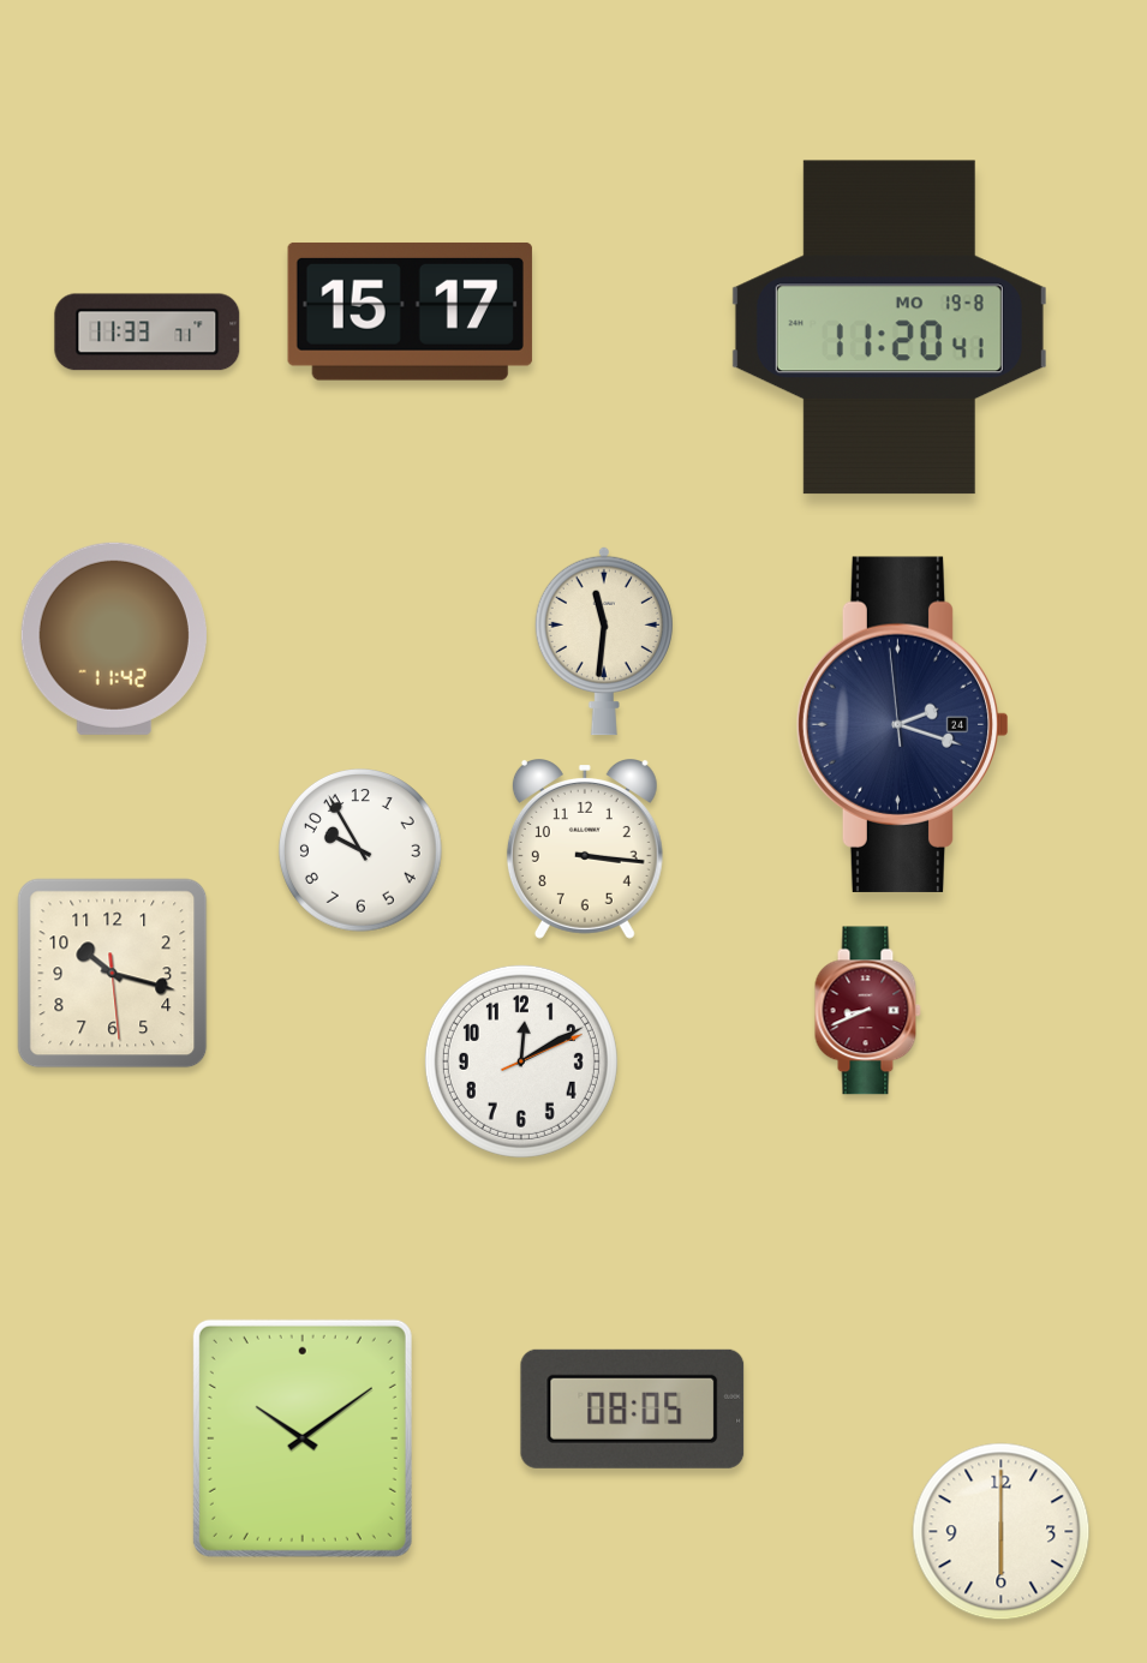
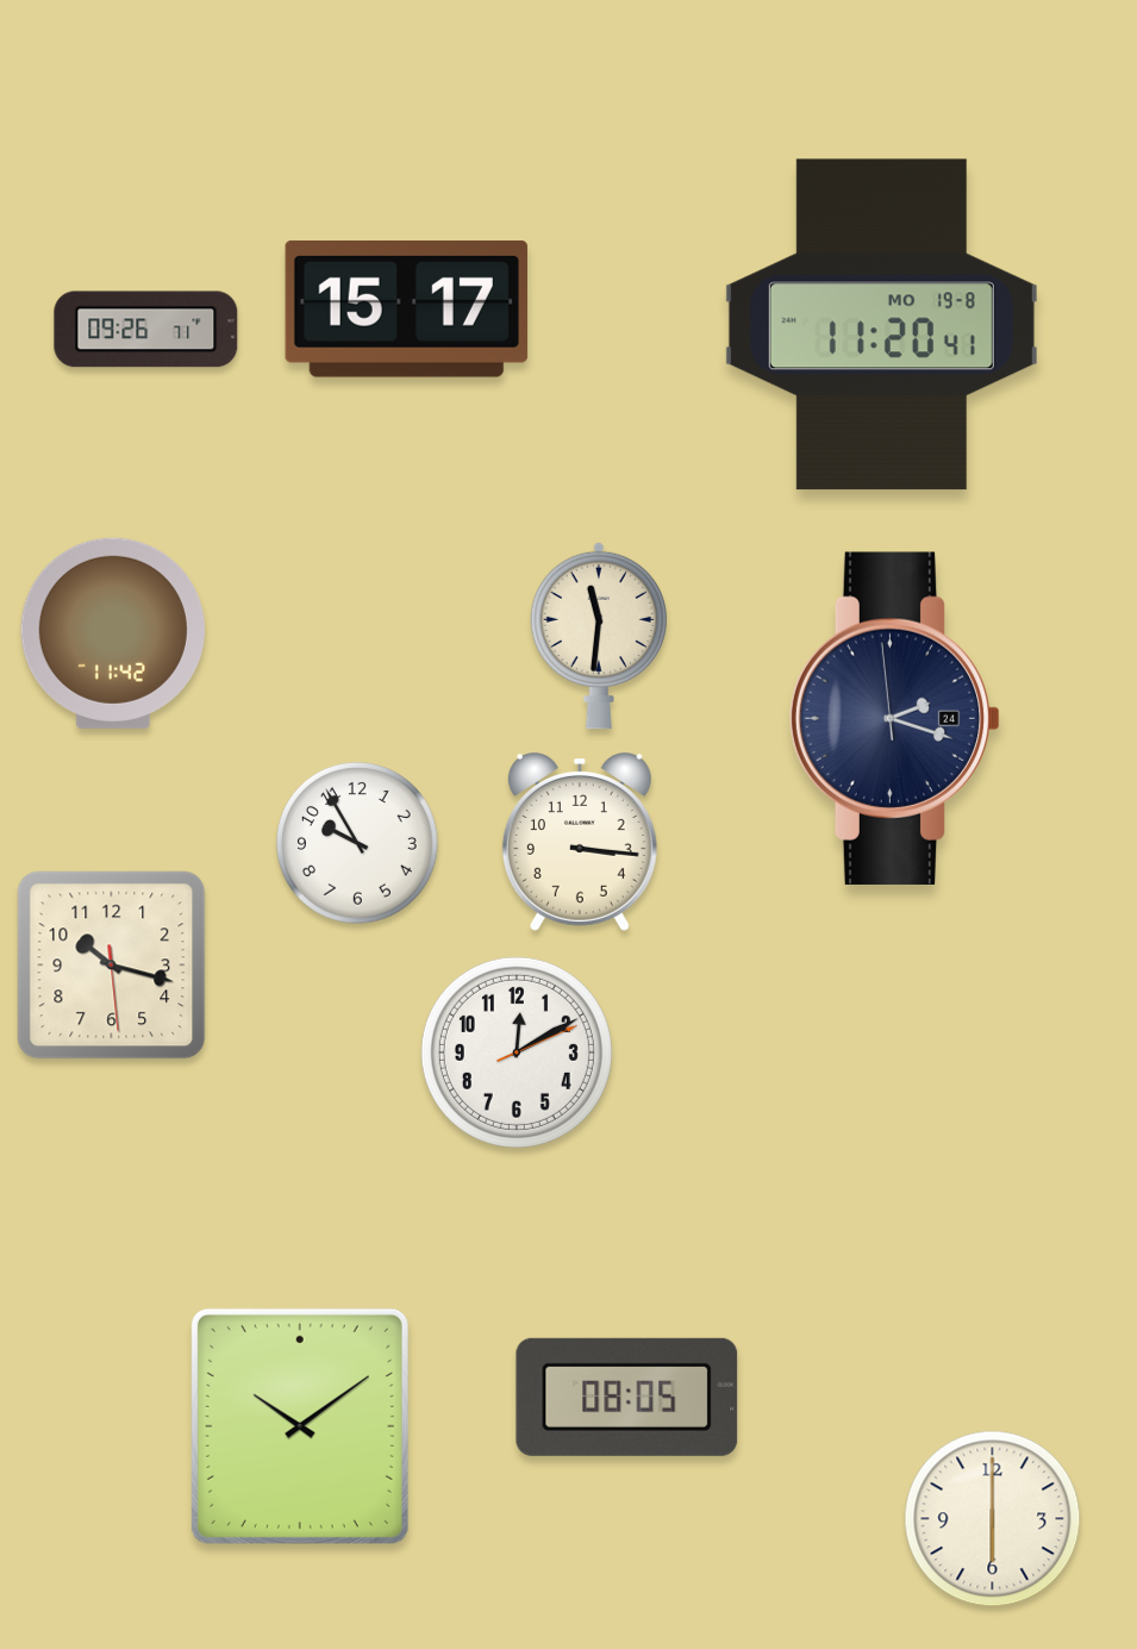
clock at (148, 333): 11:33 -> 09:26
clock at (867, 1011): 8:41 -> none
